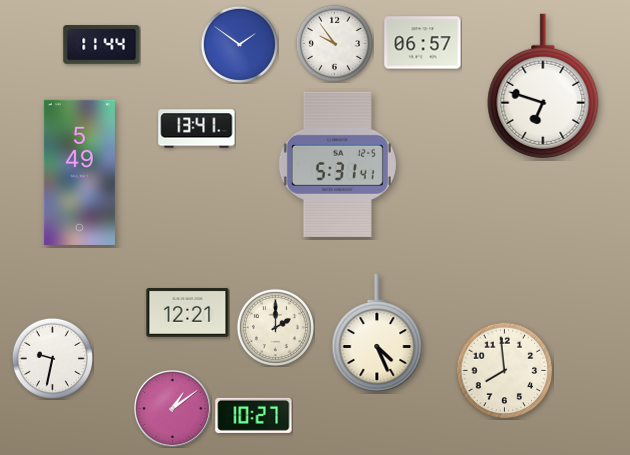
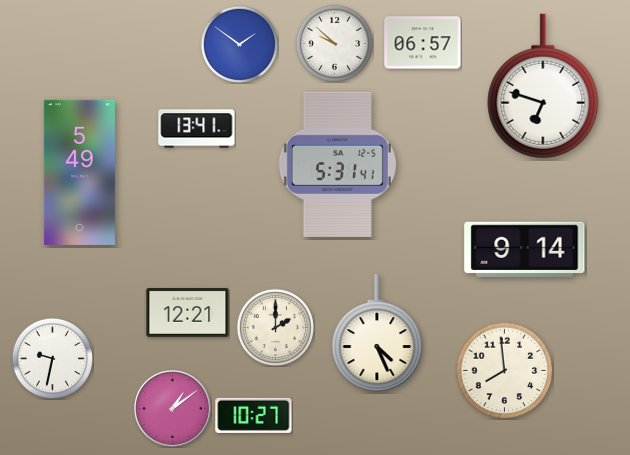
clock at (334, 43): 9:54 -> 9:52
clock at (102, 45): 11:44 -> none
clock at (525, 249): none -> 9:14
